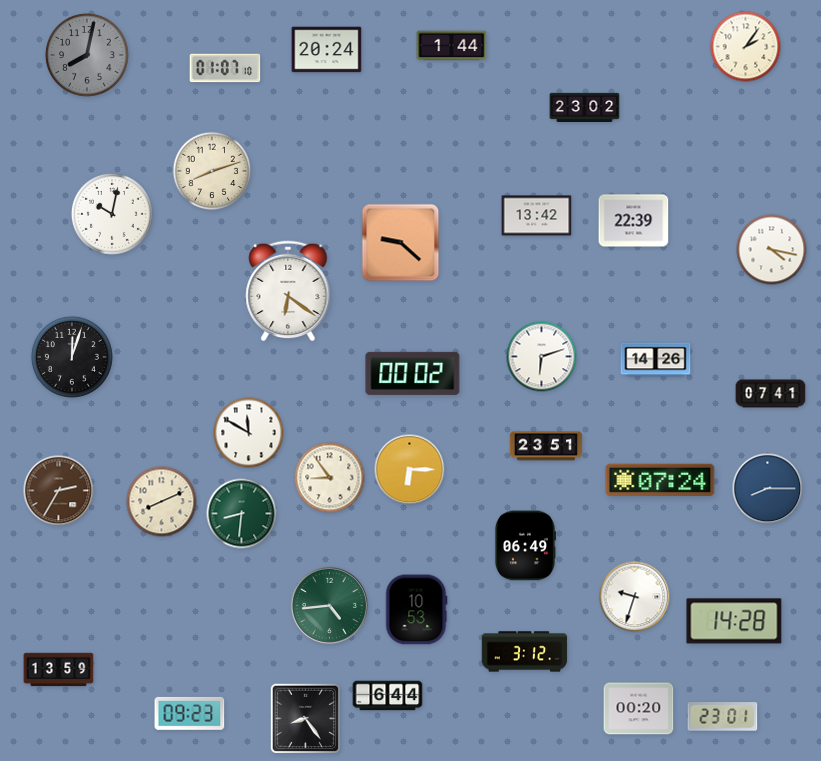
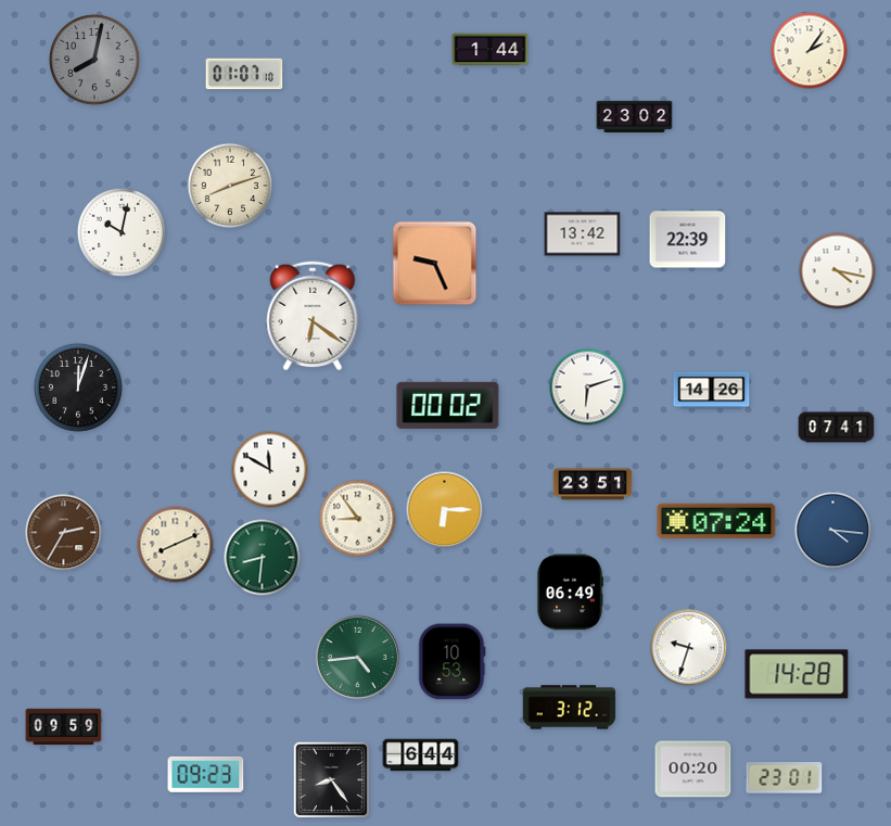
clock at (327, 50): 20:24 -> none
clock at (401, 243): 9:22 -> 9:26
clock at (768, 489): 8:15 -> 4:16
clock at (59, 670): 13:59 -> 09:59
